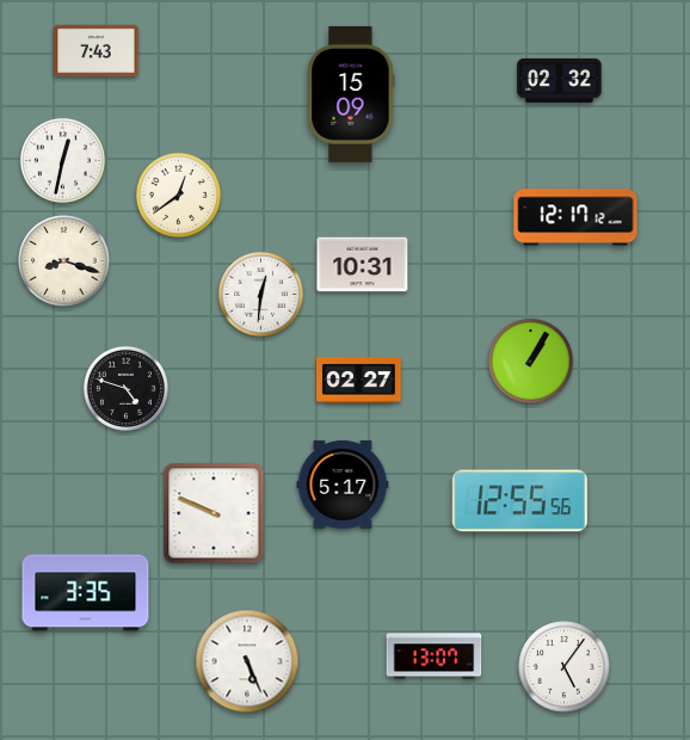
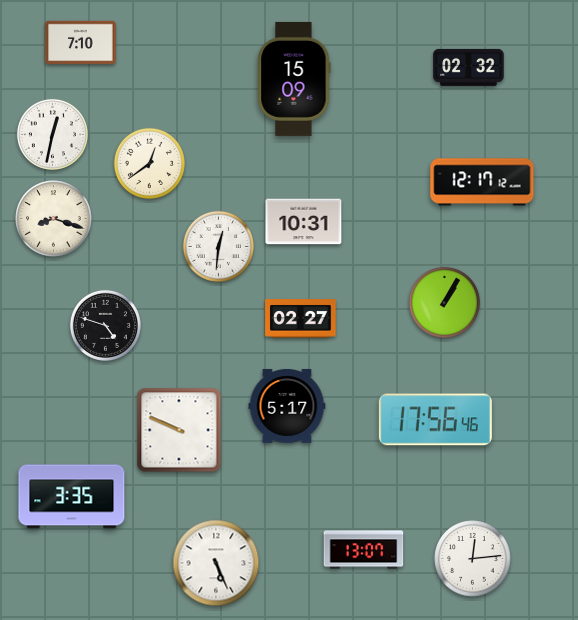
clock at (97, 51): 7:43 -> 7:10
clock at (519, 501): 12:55 -> 17:56
clock at (247, 661) position: (247, 661) -> (216, 563)
clock at (565, 667): 5:06 -> 12:14
